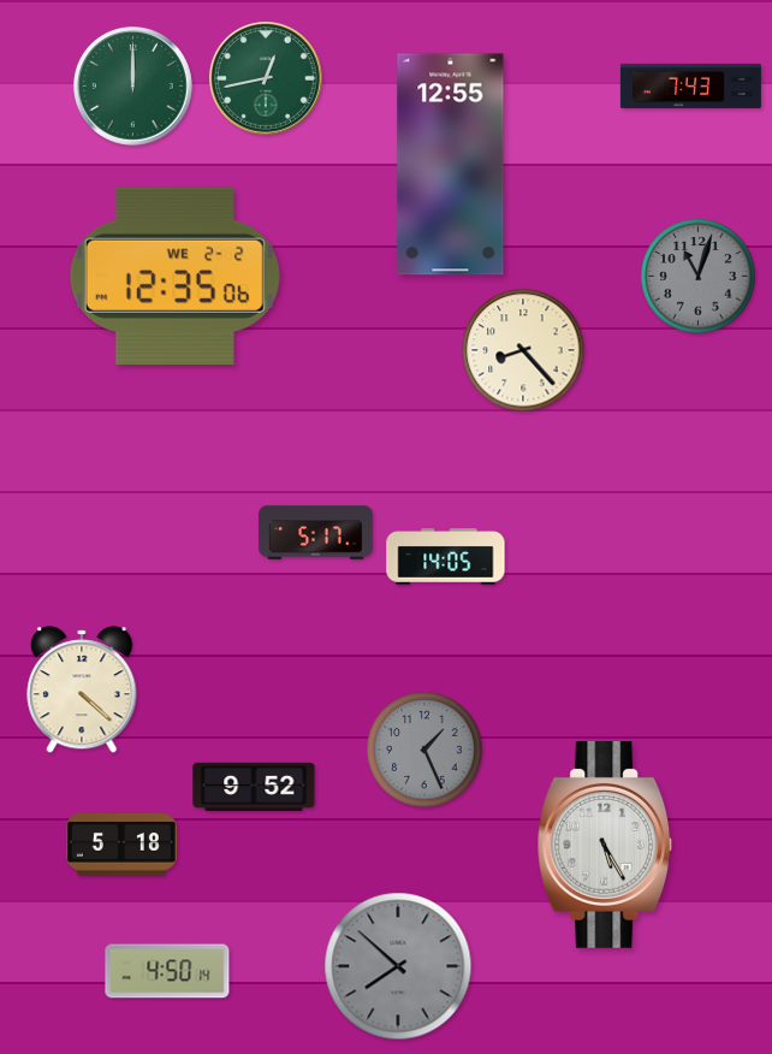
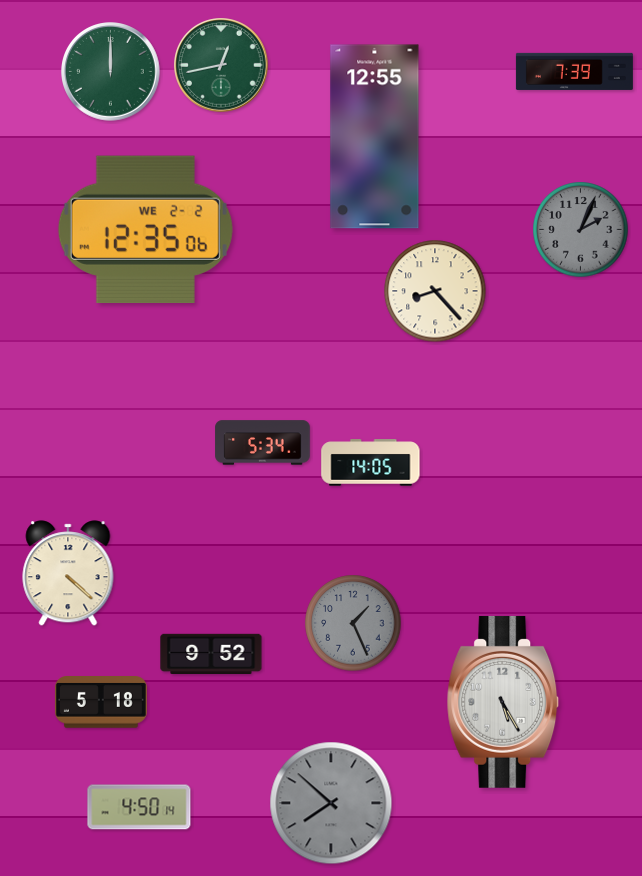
clock at (690, 85): 7:43 -> 7:39
clock at (699, 277): 11:03 -> 2:04
clock at (316, 533): 5:17 -> 5:34
